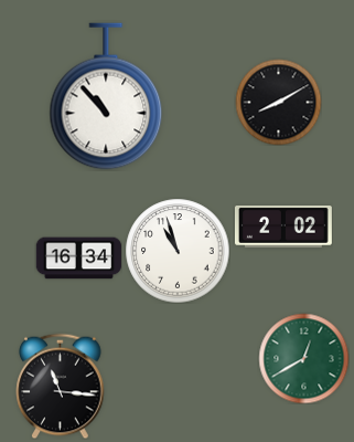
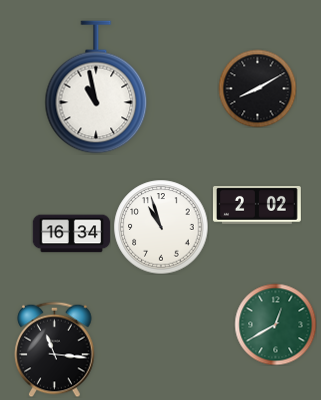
clock at (106, 96): 10:53 -> 10:58
clock at (278, 102) position: (278, 102) -> (257, 88)
